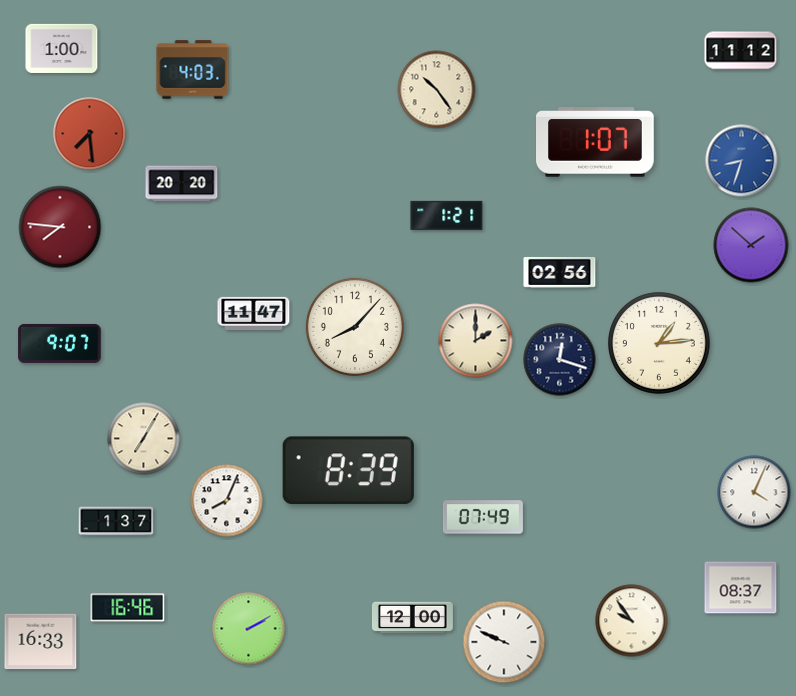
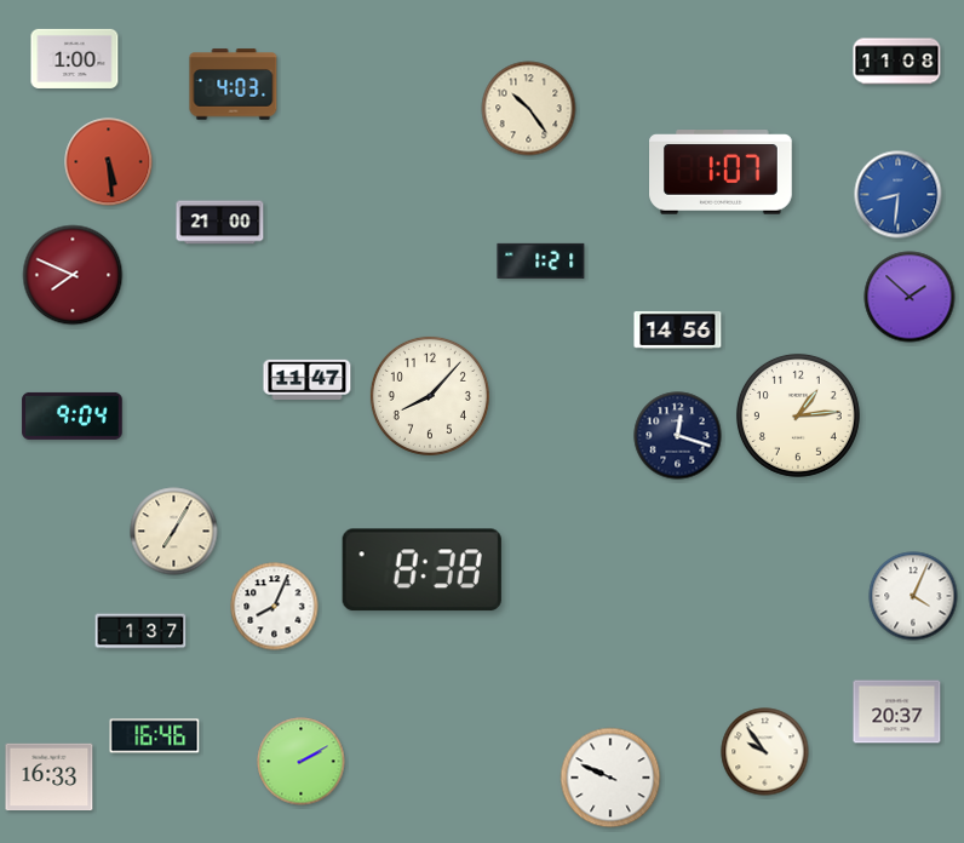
clock at (741, 51): 11:12 -> 11:08
clock at (90, 134): 7:29 -> 5:29
clock at (742, 161): 8:33 -> 8:31
clock at (182, 184): 20:20 -> 21:00
clock at (60, 227): 7:46 -> 7:49
clock at (560, 272): 02:56 -> 14:56
clock at (476, 341): 2:00 -> none
clock at (60, 343): 9:07 -> 9:04
clock at (348, 471): 8:39 -> 8:38
clock at (483, 517): 07:49 -> none
clock at (741, 588): 08:37 -> 20:37
clock at (412, 618): 12:00 -> none
